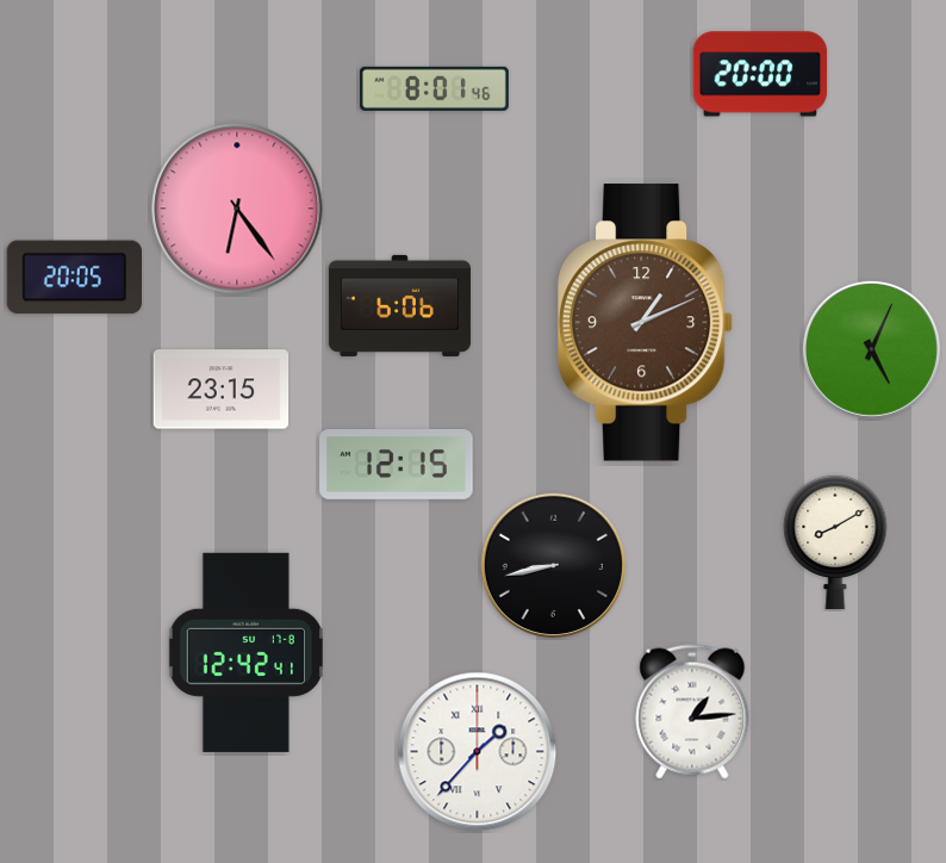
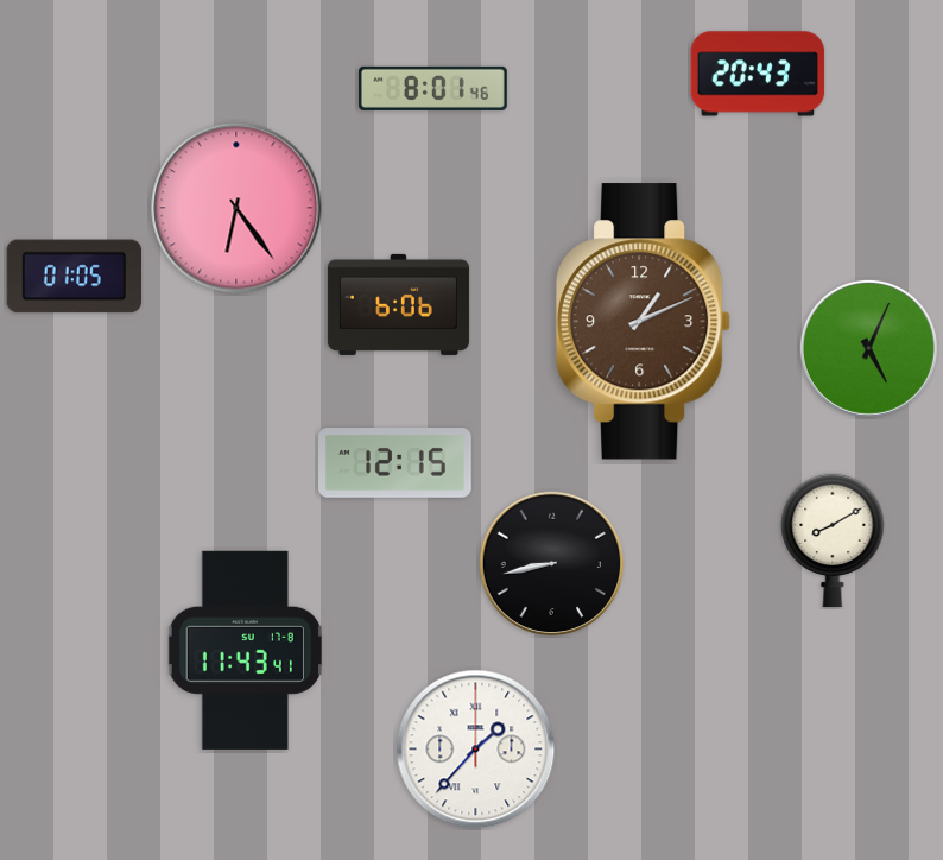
clock at (760, 74): 20:00 -> 20:43
clock at (74, 278): 20:05 -> 01:05
clock at (222, 390): 23:15 -> none
clock at (245, 652): 12:42 -> 11:43
clock at (692, 712): 1:14 -> none
